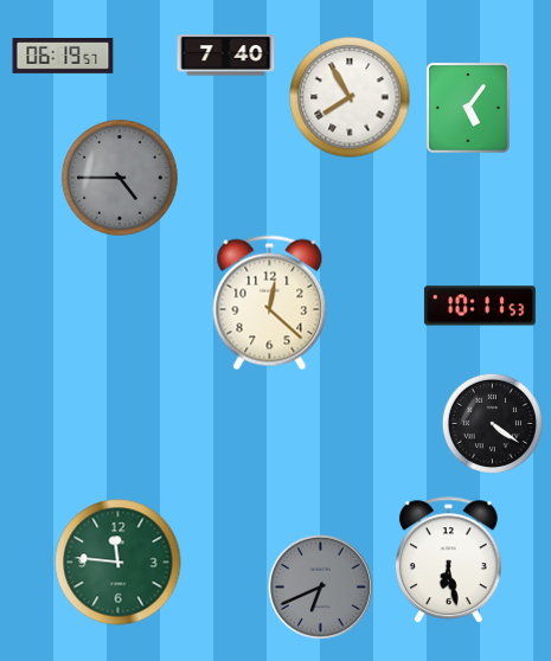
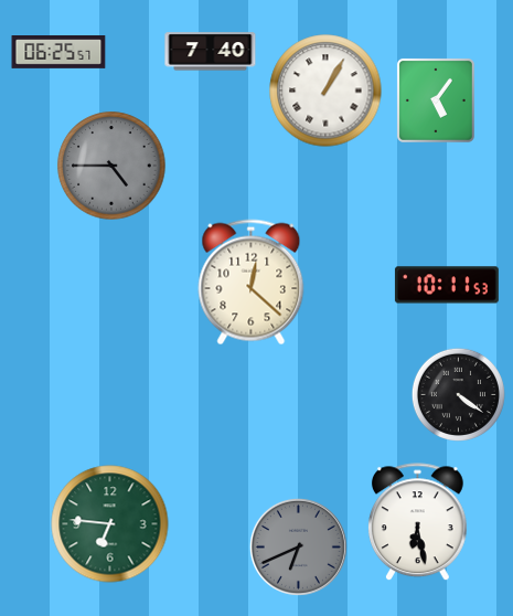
clock at (63, 57): 06:19 -> 06:25
clock at (350, 97): 7:55 -> 1:05
clock at (118, 563): 11:46 -> 6:46
